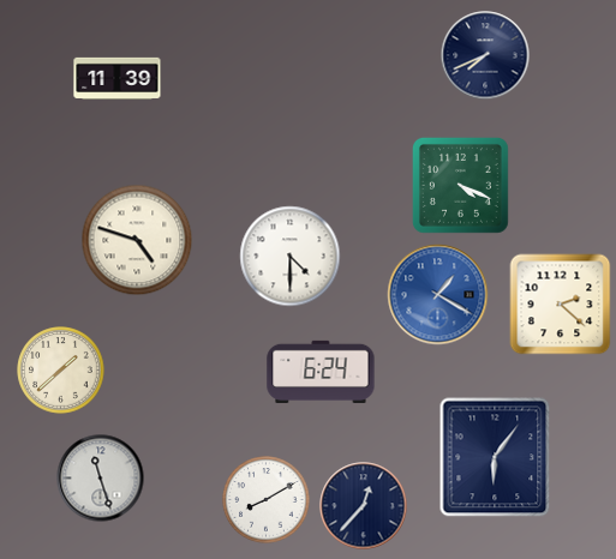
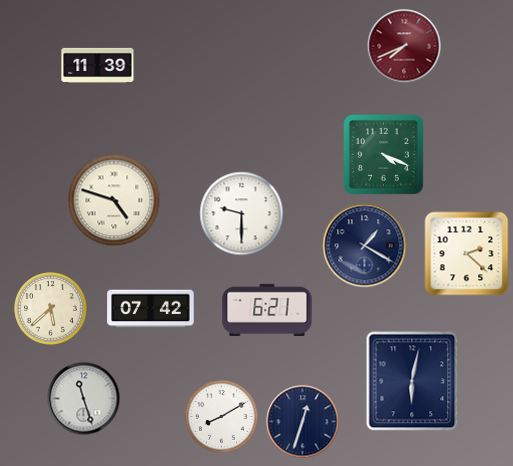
clock at (485, 55) dial: navy -> burgundy
clock at (291, 257): 4:30 -> 9:30
clock at (438, 295) dial: blue -> navy
clock at (61, 371): 1:38 -> 5:38
clock at (151, 309): none -> 07:42
clock at (321, 372): 6:24 -> 6:21
clock at (495, 457): 6:06 -> 6:02
clock at (364, 506): 12:37 -> 12:33
